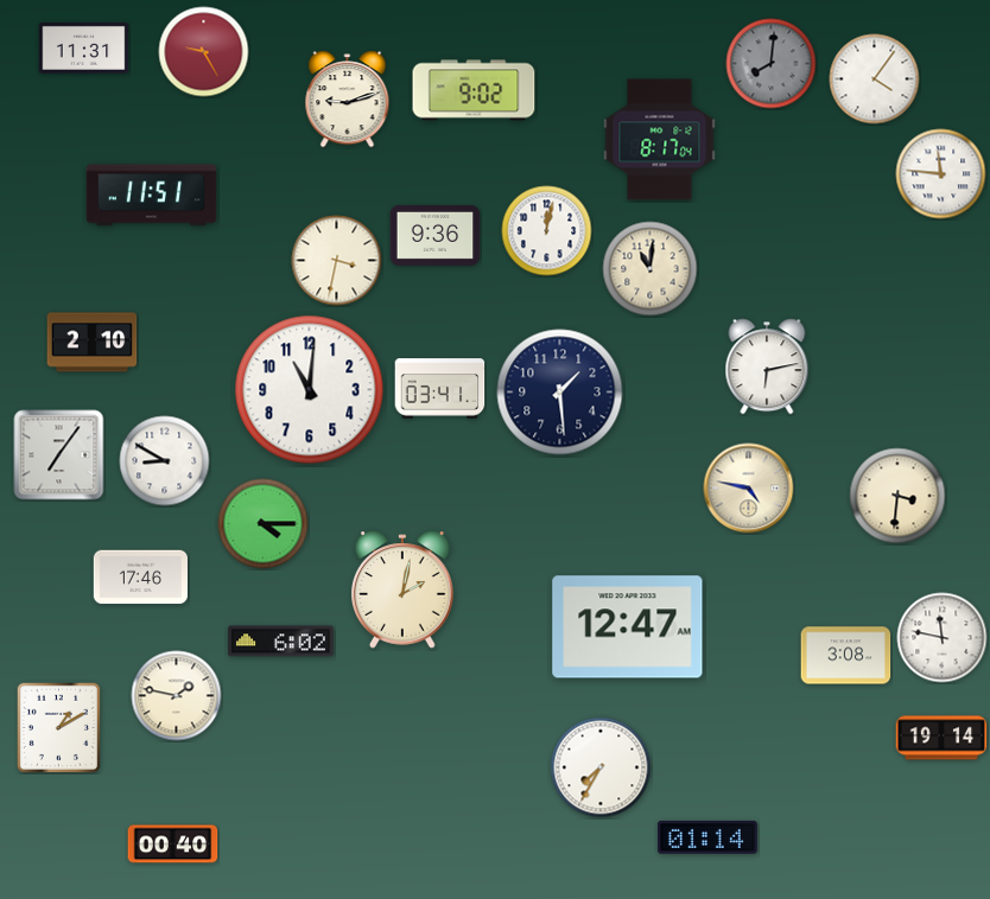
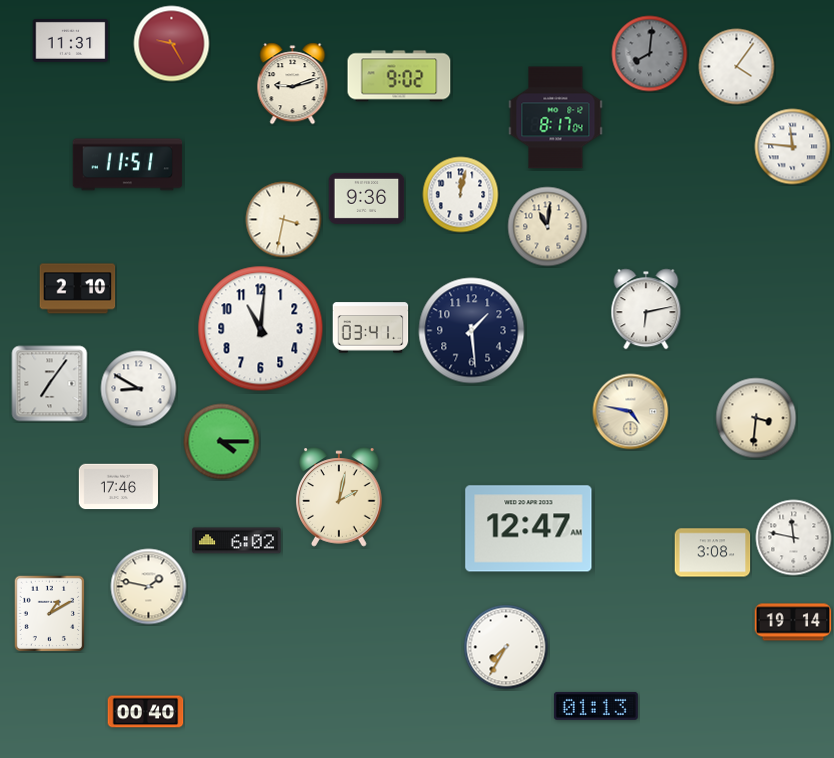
clock at (707, 837): 01:14 -> 01:13
